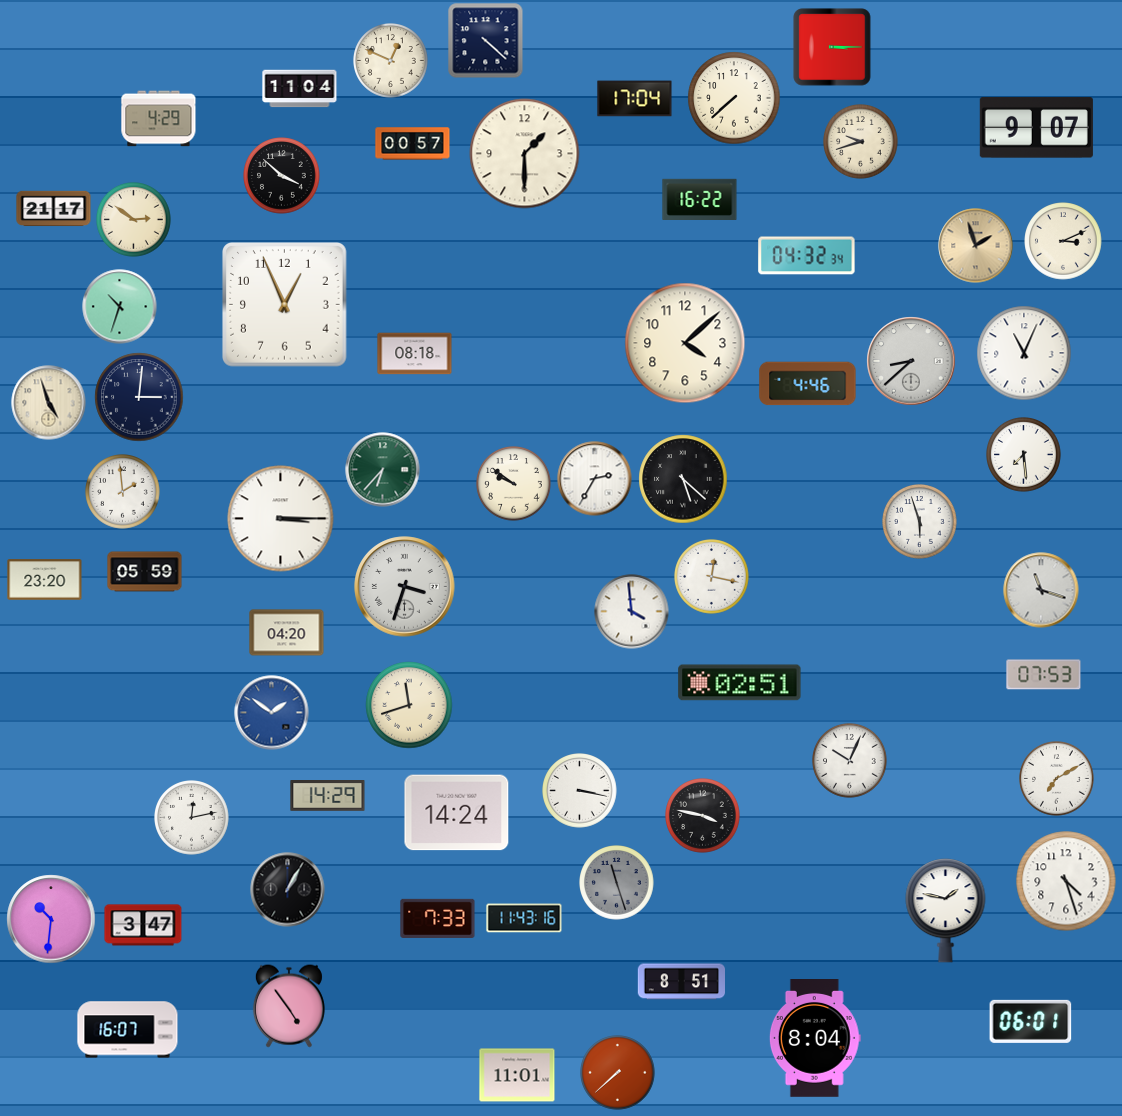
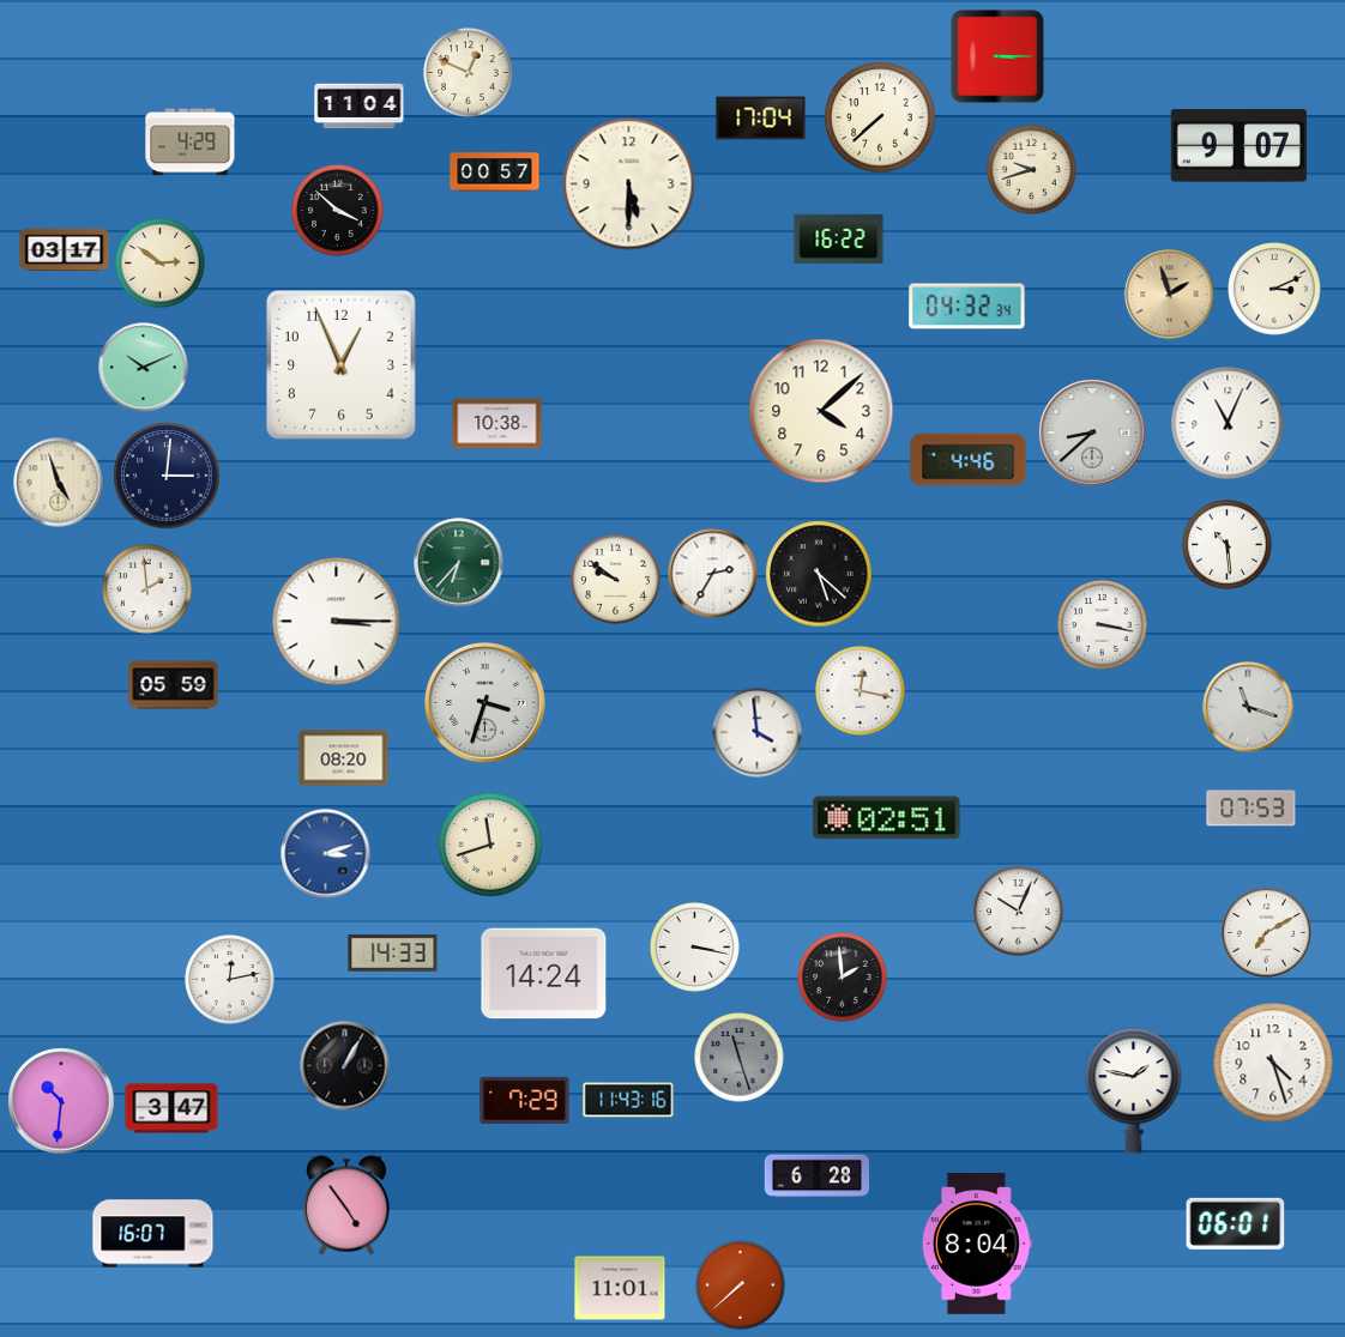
clock at (486, 41): 4:22 -> none
clock at (1036, 128) position: (1036, 128) -> (1238, 146)
clock at (525, 154): 1:30 -> 5:30
clock at (54, 209): 21:17 -> 03:17
clock at (120, 307): 10:33 -> 10:11
clock at (415, 354): 08:18 -> 10:38
clock at (1024, 455): 7:29 -> 10:29
clock at (920, 522): 5:57 -> 3:17
clock at (712, 577) position: (712, 577) -> (861, 691)
clock at (45, 580): 23:20 -> none
clock at (287, 633): 04:20 -> 08:20
clock at (272, 713): 1:51 -> 3:12
clock at (328, 796): 14:29 -> 14:33
clock at (457, 813) position: (457, 813) -> (544, 974)
clock at (703, 816): 3:47 -> 1:59
clock at (1066, 881) position: (1066, 881) -> (1273, 1063)
clock at (438, 918): 7:33 -> 7:29
clock at (681, 982): 8:51 -> 6:28
